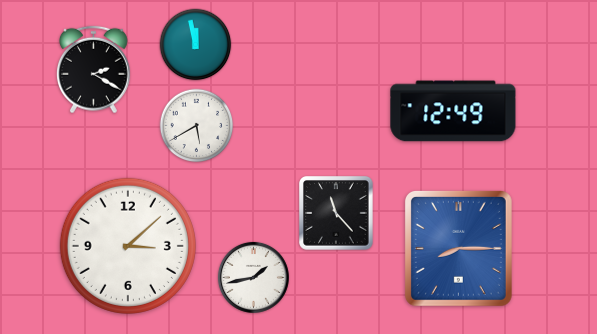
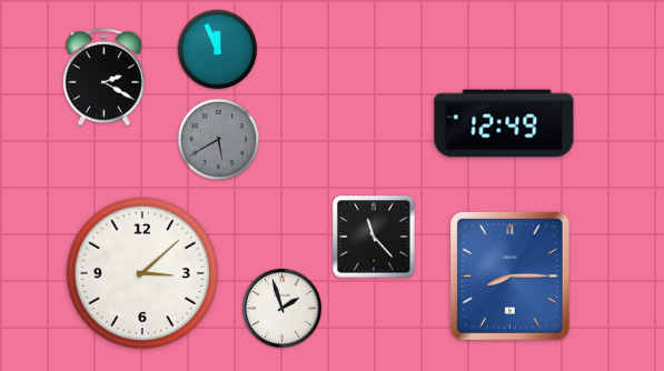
clock at (196, 45): 11:58 -> 11:56
clock at (197, 126) dial: white -> grey
clock at (253, 277): 1:43 -> 1:57
